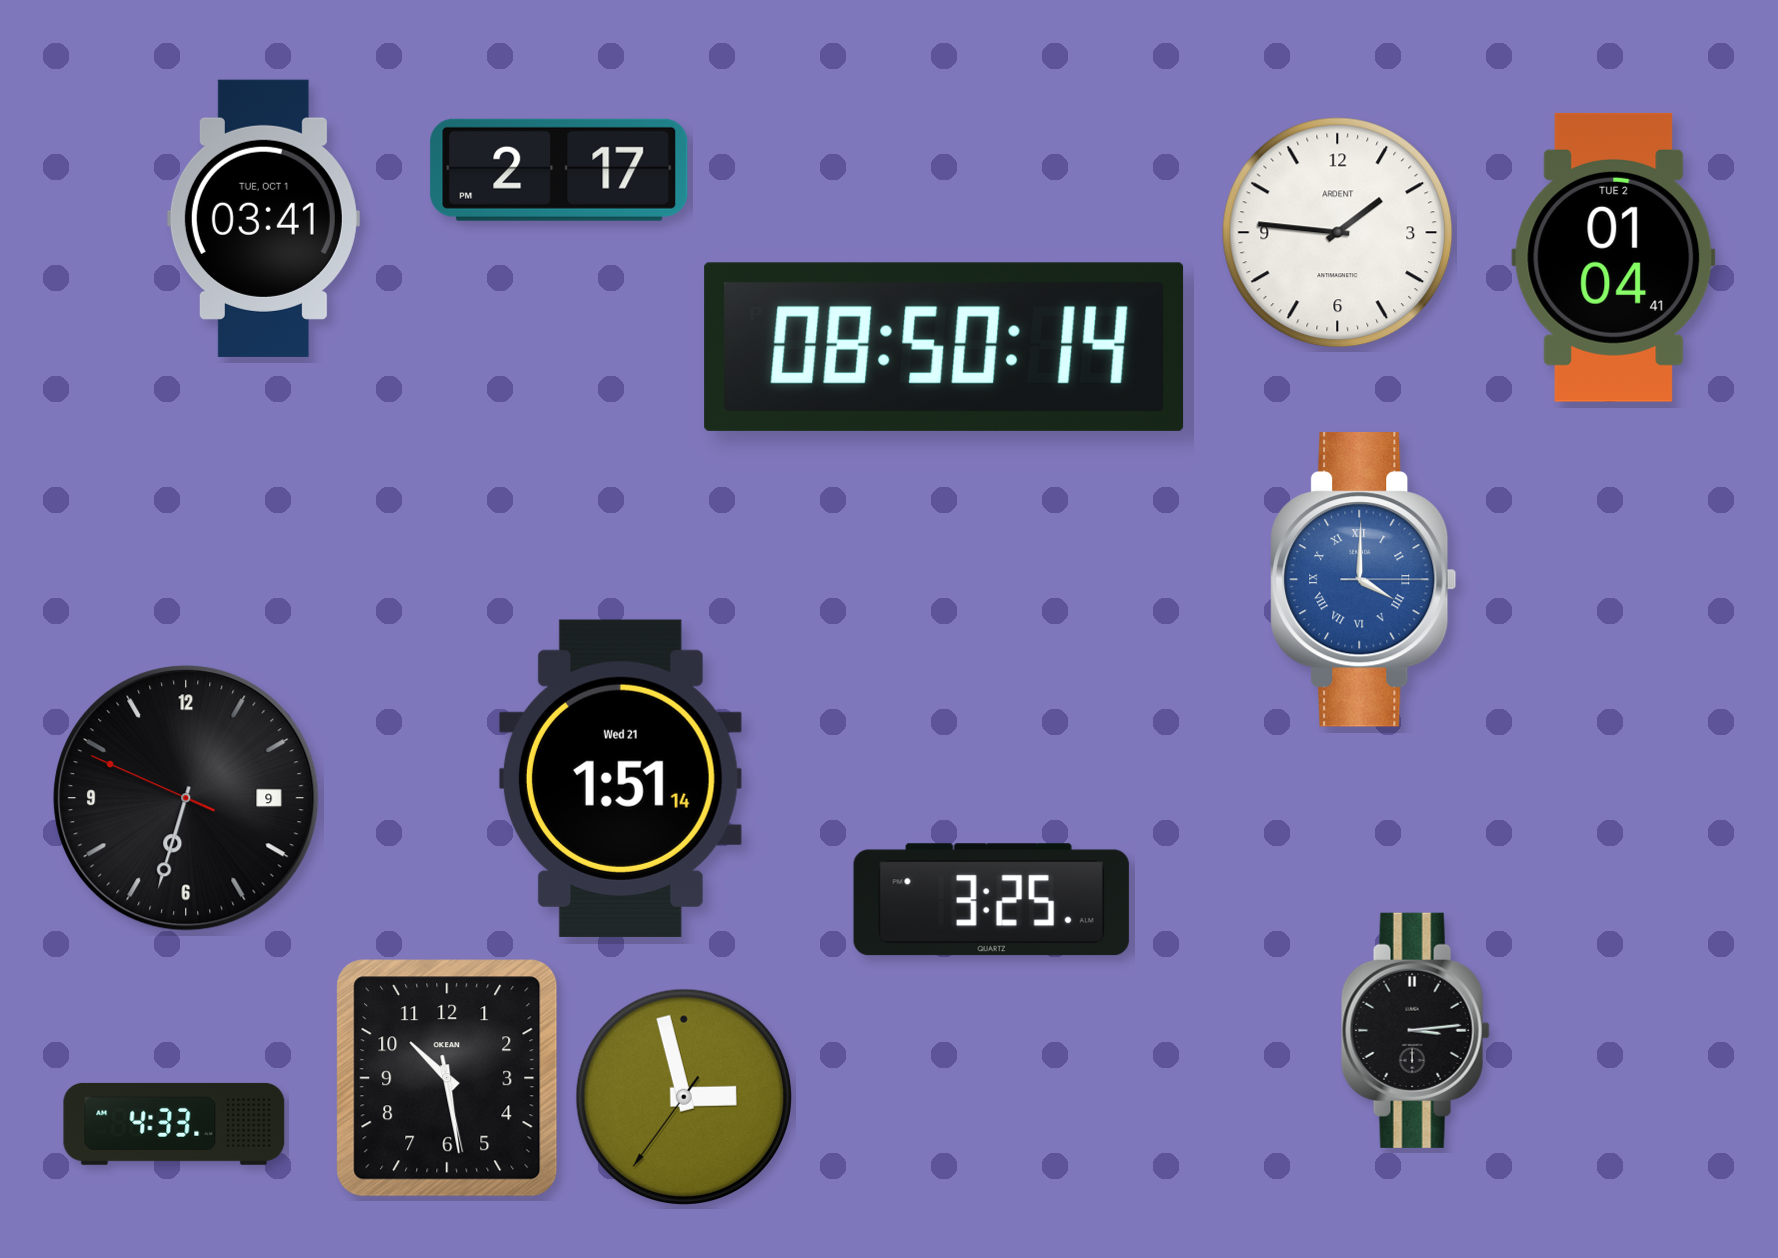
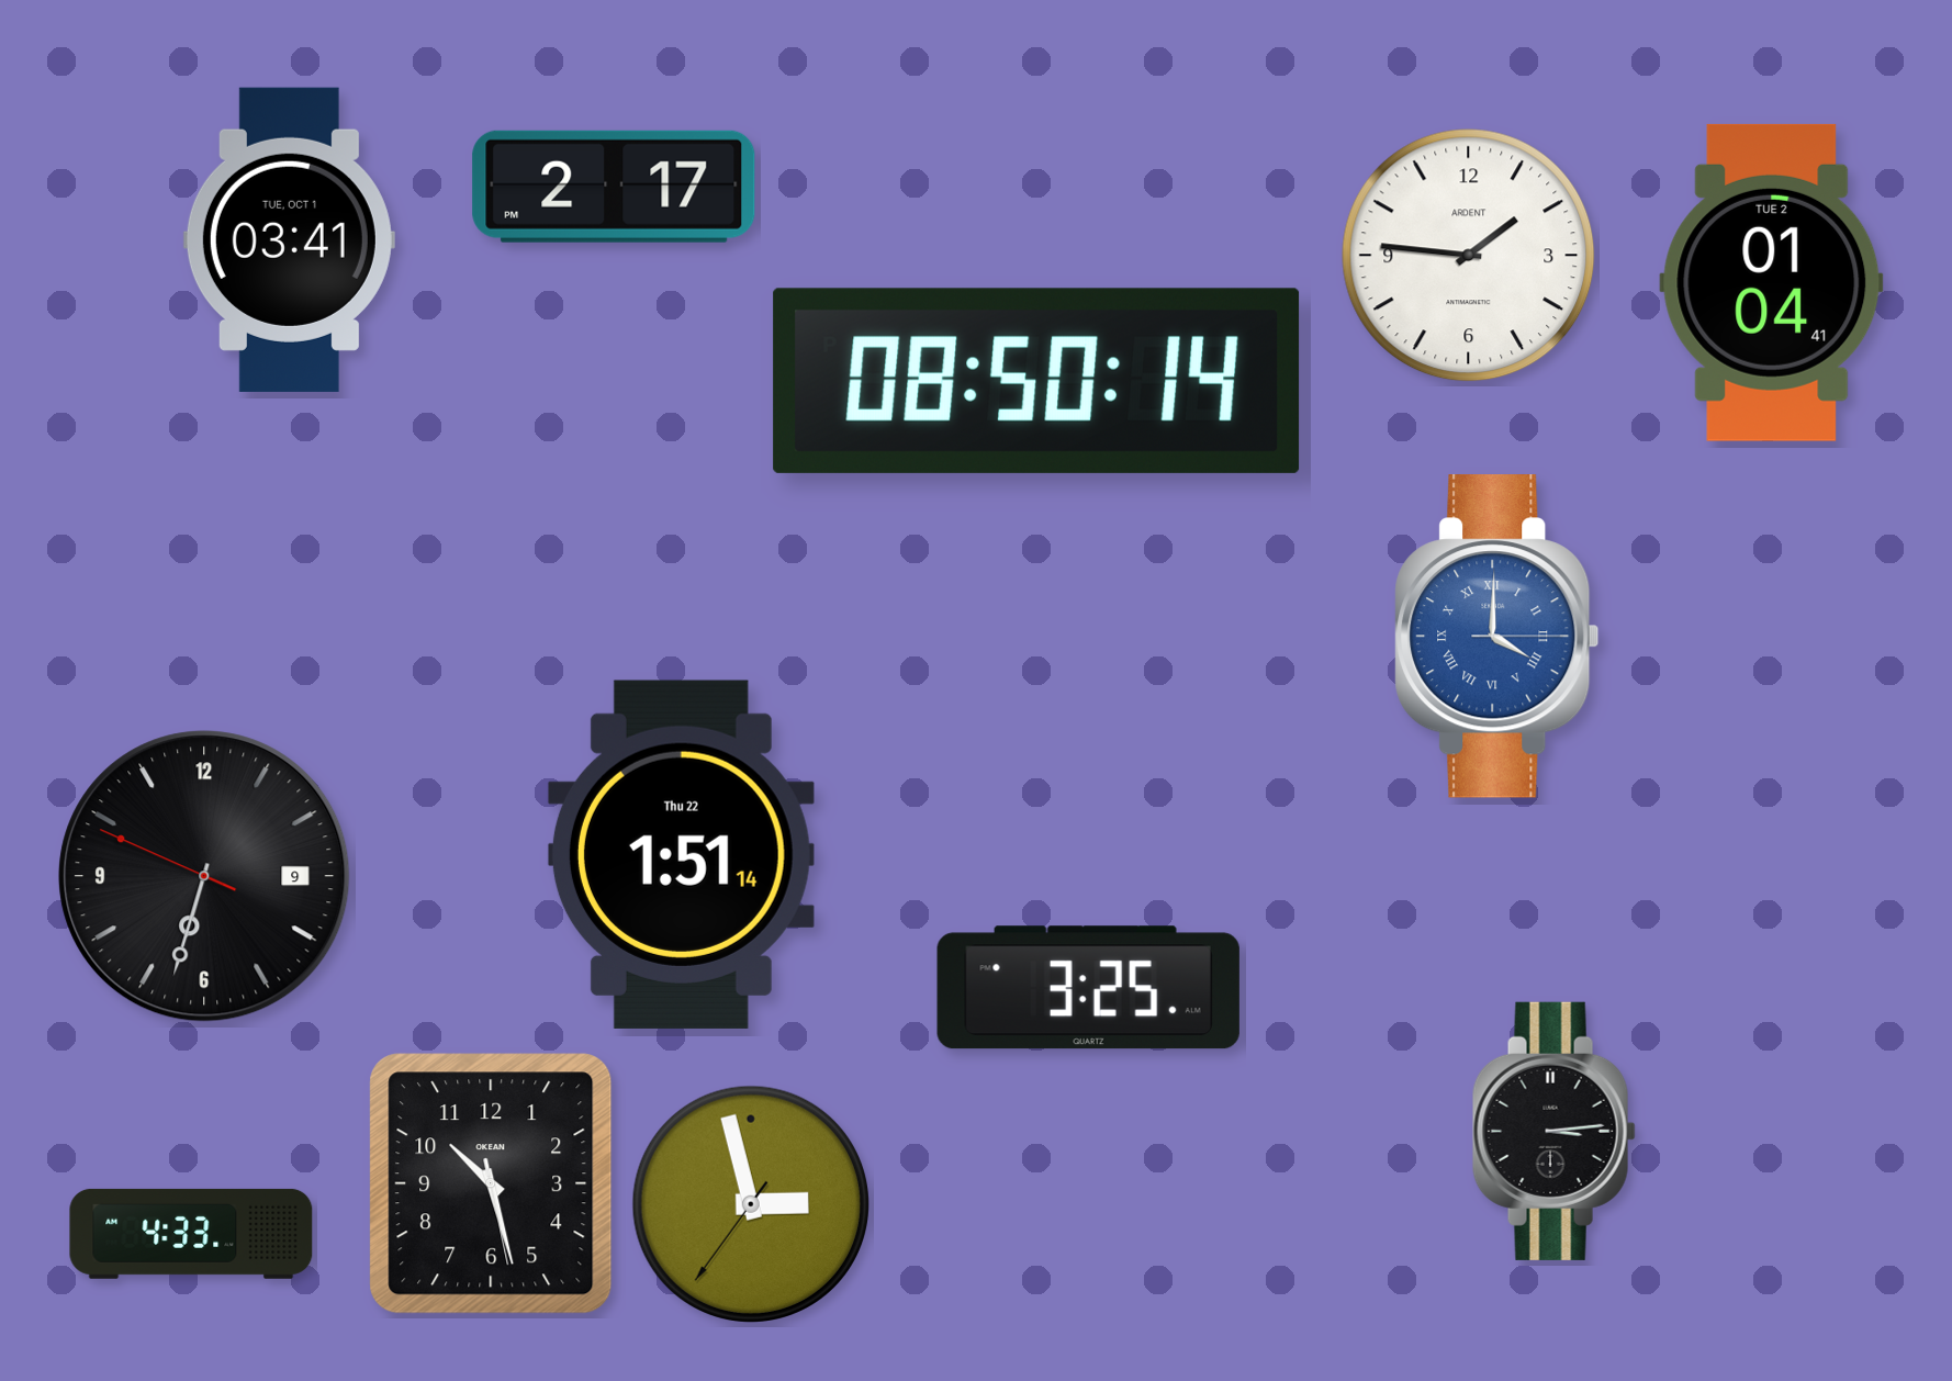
clock at (620, 778) date: Wed 21 -> Thu 22
clock at (447, 1078): 10:28 -> 10:27
